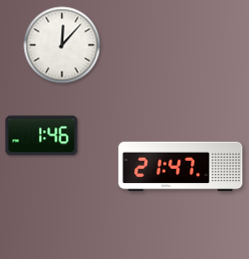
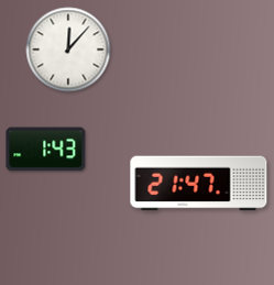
clock at (42, 136): 1:46 -> 1:43
